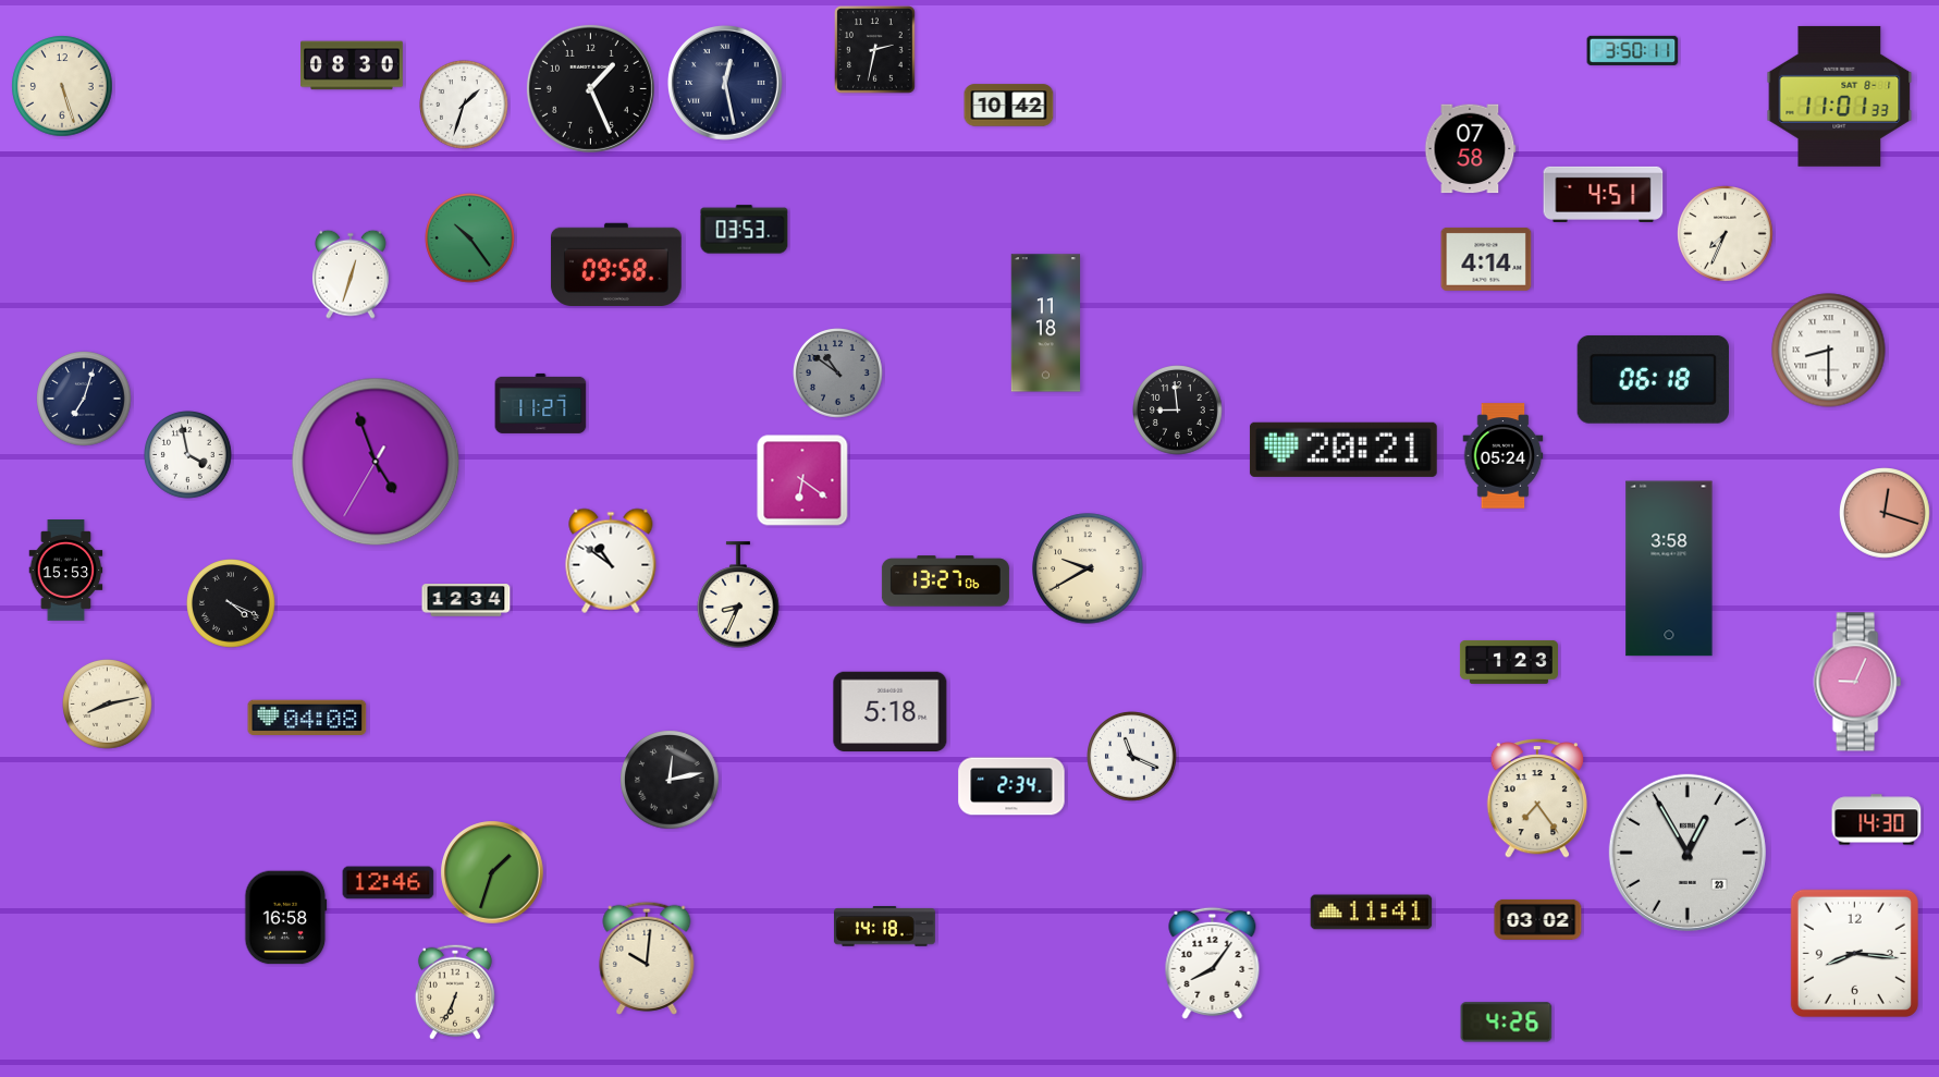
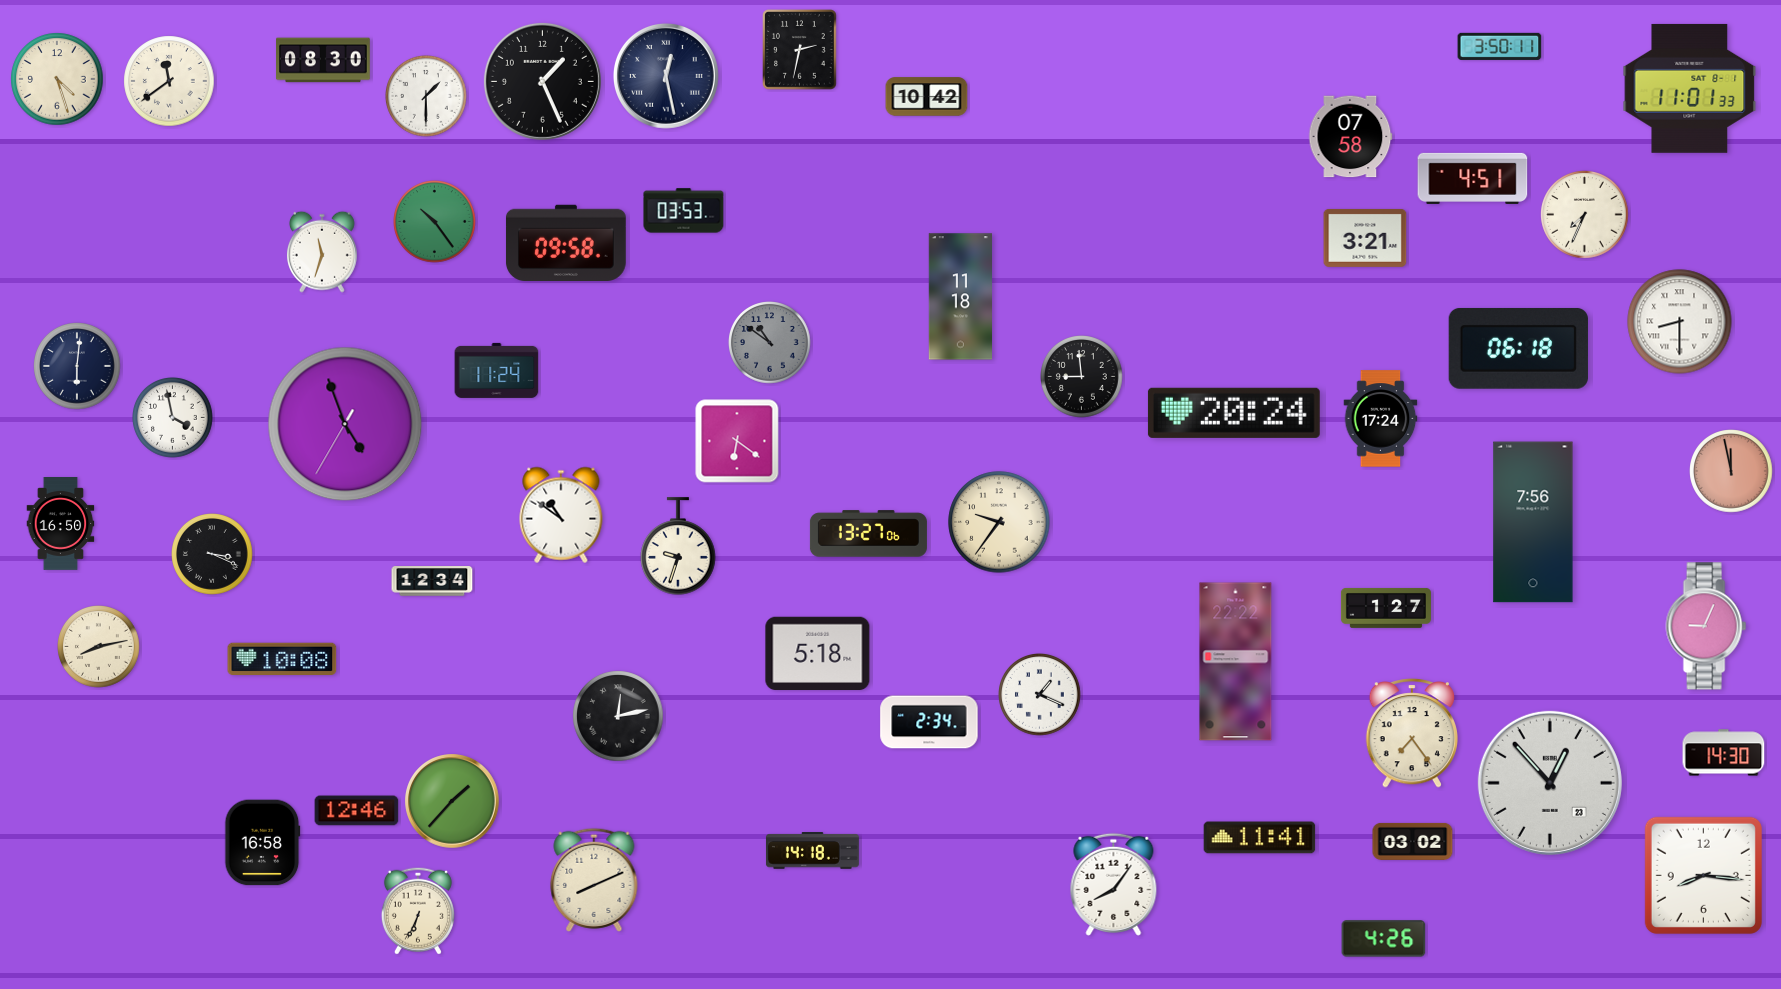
clock at (875, 50) position: (875, 50) -> (800, 50)
clock at (62, 86): 5:27 -> 4:27
clock at (169, 81): none -> 11:39
clock at (465, 106): 1:33 -> 1:30
clock at (470, 238) position: (470, 238) -> (435, 222)
clock at (1486, 259): 4:14 -> 3:21
clock at (351, 274): 12:33 -> 11:33
clock at (84, 399): 7:03 -> 6:01
clock at (541, 403): 11:27 -> 11:24
clock at (1343, 450): 20:21 -> 20:24
clock at (1504, 456): 05:24 -> 17:24
clock at (1885, 513): 12:18 -> 11:58
clock at (1088, 568): 9:40 -> 9:36
clock at (1669, 568): 3:58 -> 7:56
clock at (66, 571): 15:53 -> 16:50
clock at (738, 595): 8:34 -> 9:33
clock at (466, 600) position: (466, 600) -> (432, 581)
clock at (232, 604): 4:19 -> 3:19
clock at (1509, 662): 1:23 -> 1:27
clock at (307, 718): 04:08 -> 10:08
clock at (1236, 662): none -> 22:22
clock at (1132, 757): 11:19 -> 1:19
clock at (670, 780) position: (670, 780) -> (618, 716)
clock at (1688, 853): 12:55 -> 12:53
clock at (492, 872): 1:33 -> 1:37
clock at (1538, 919) position: (1538, 919) -> (1413, 841)
clock at (647, 958): 10:01 -> 8:11
